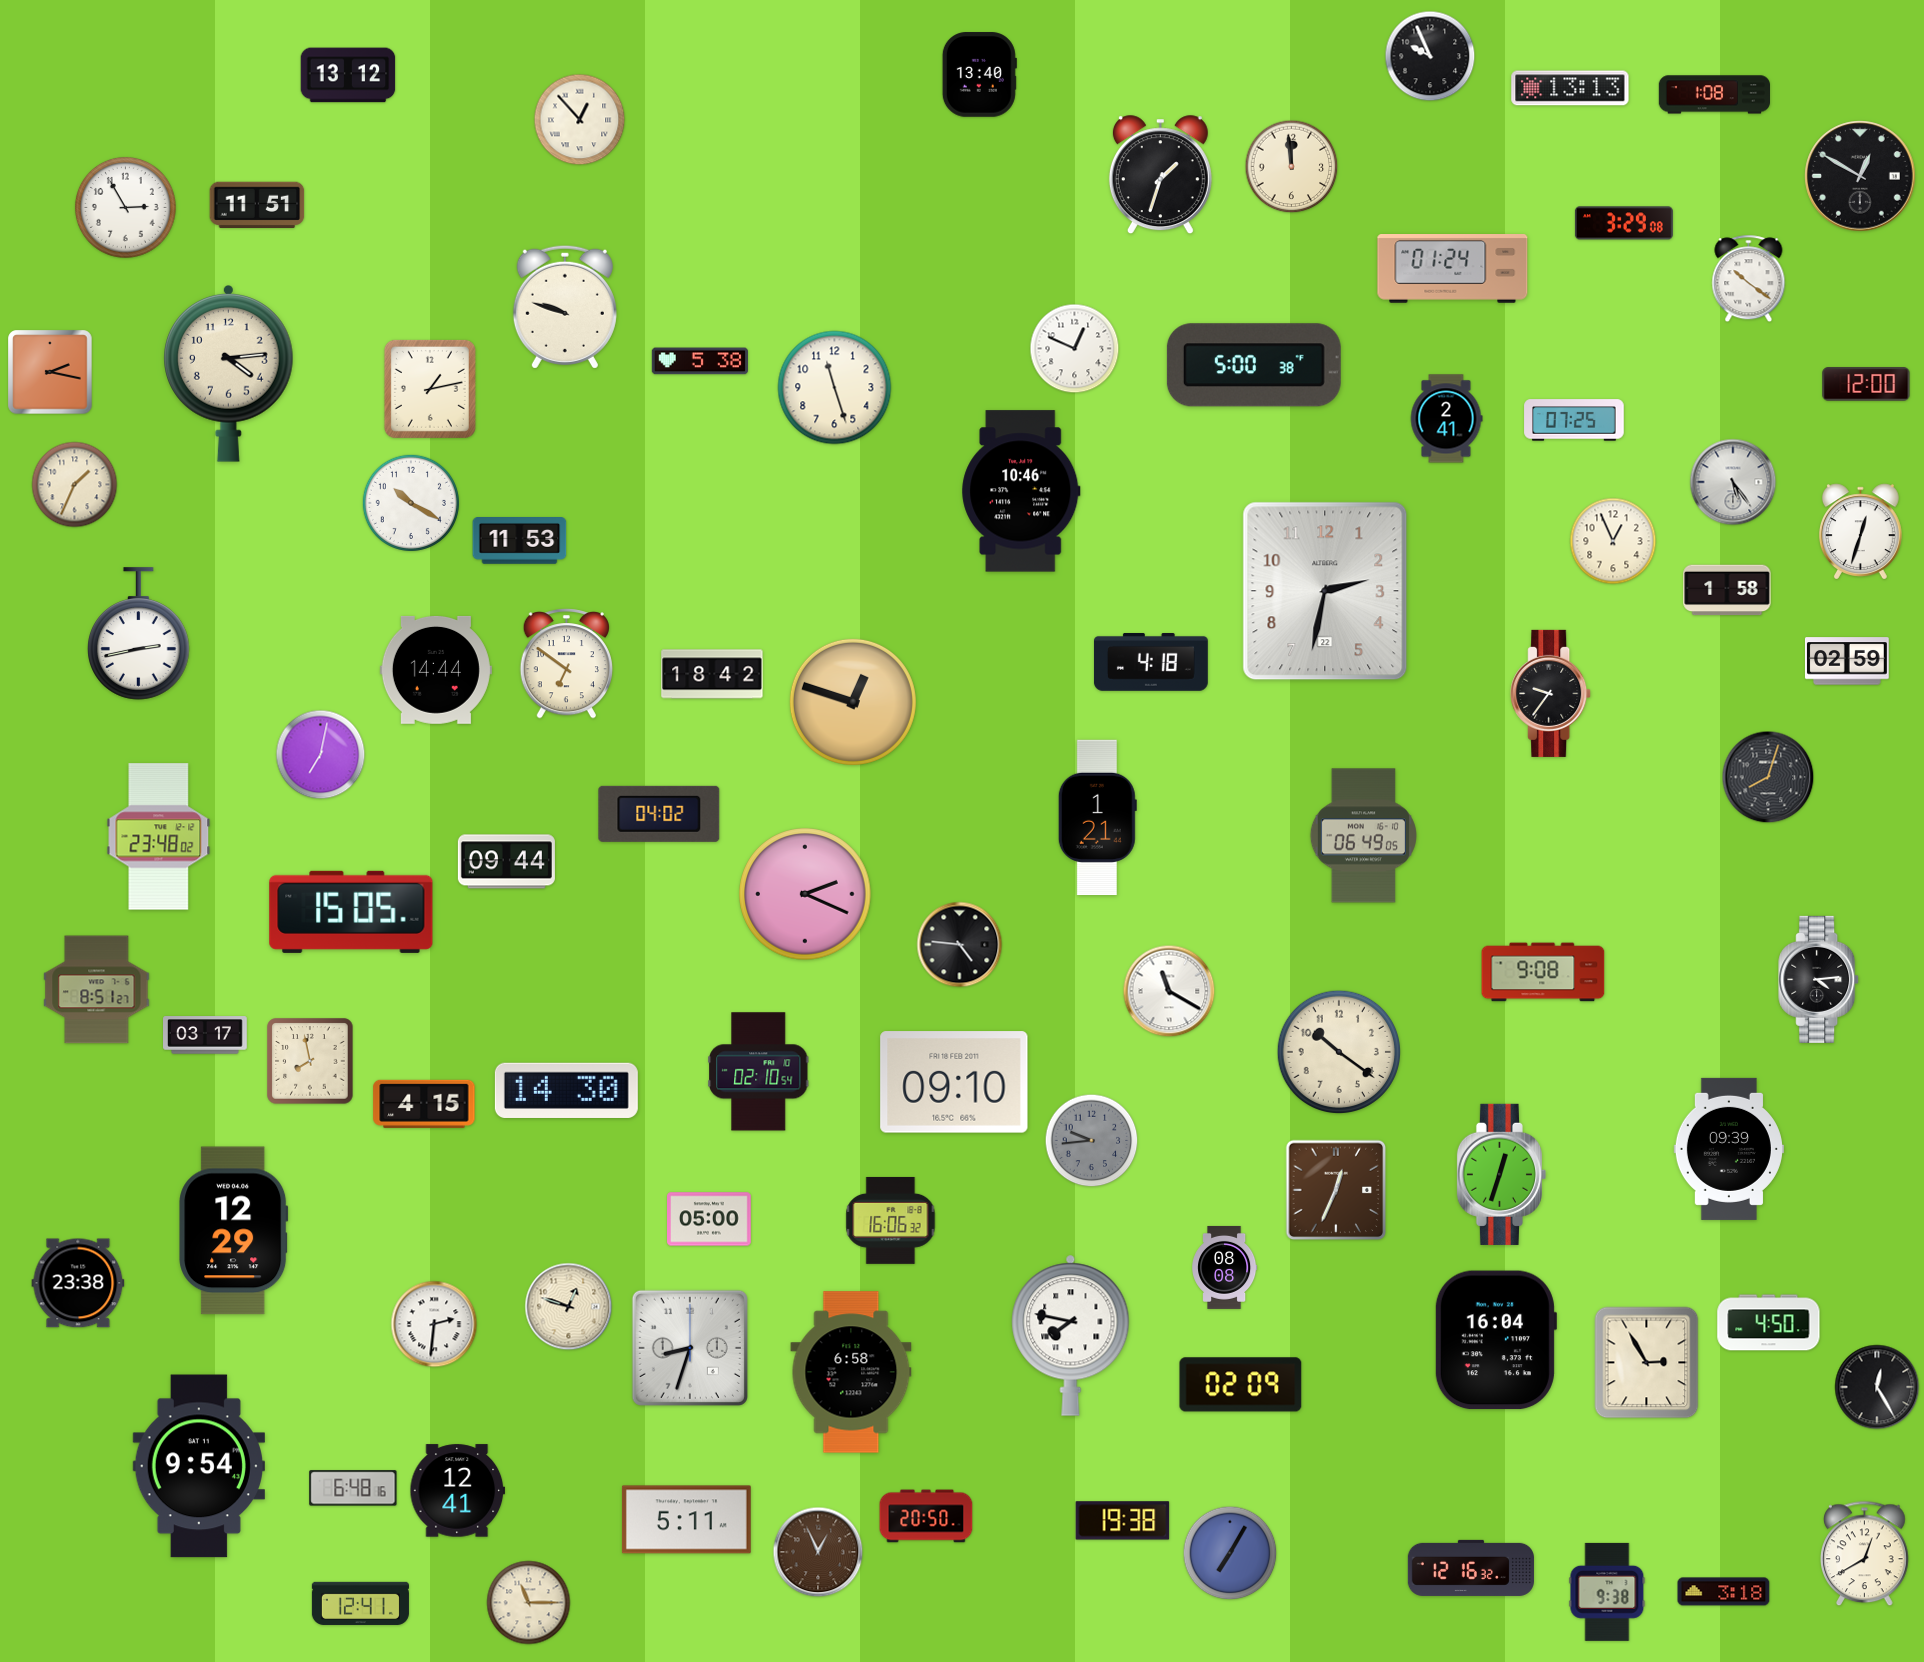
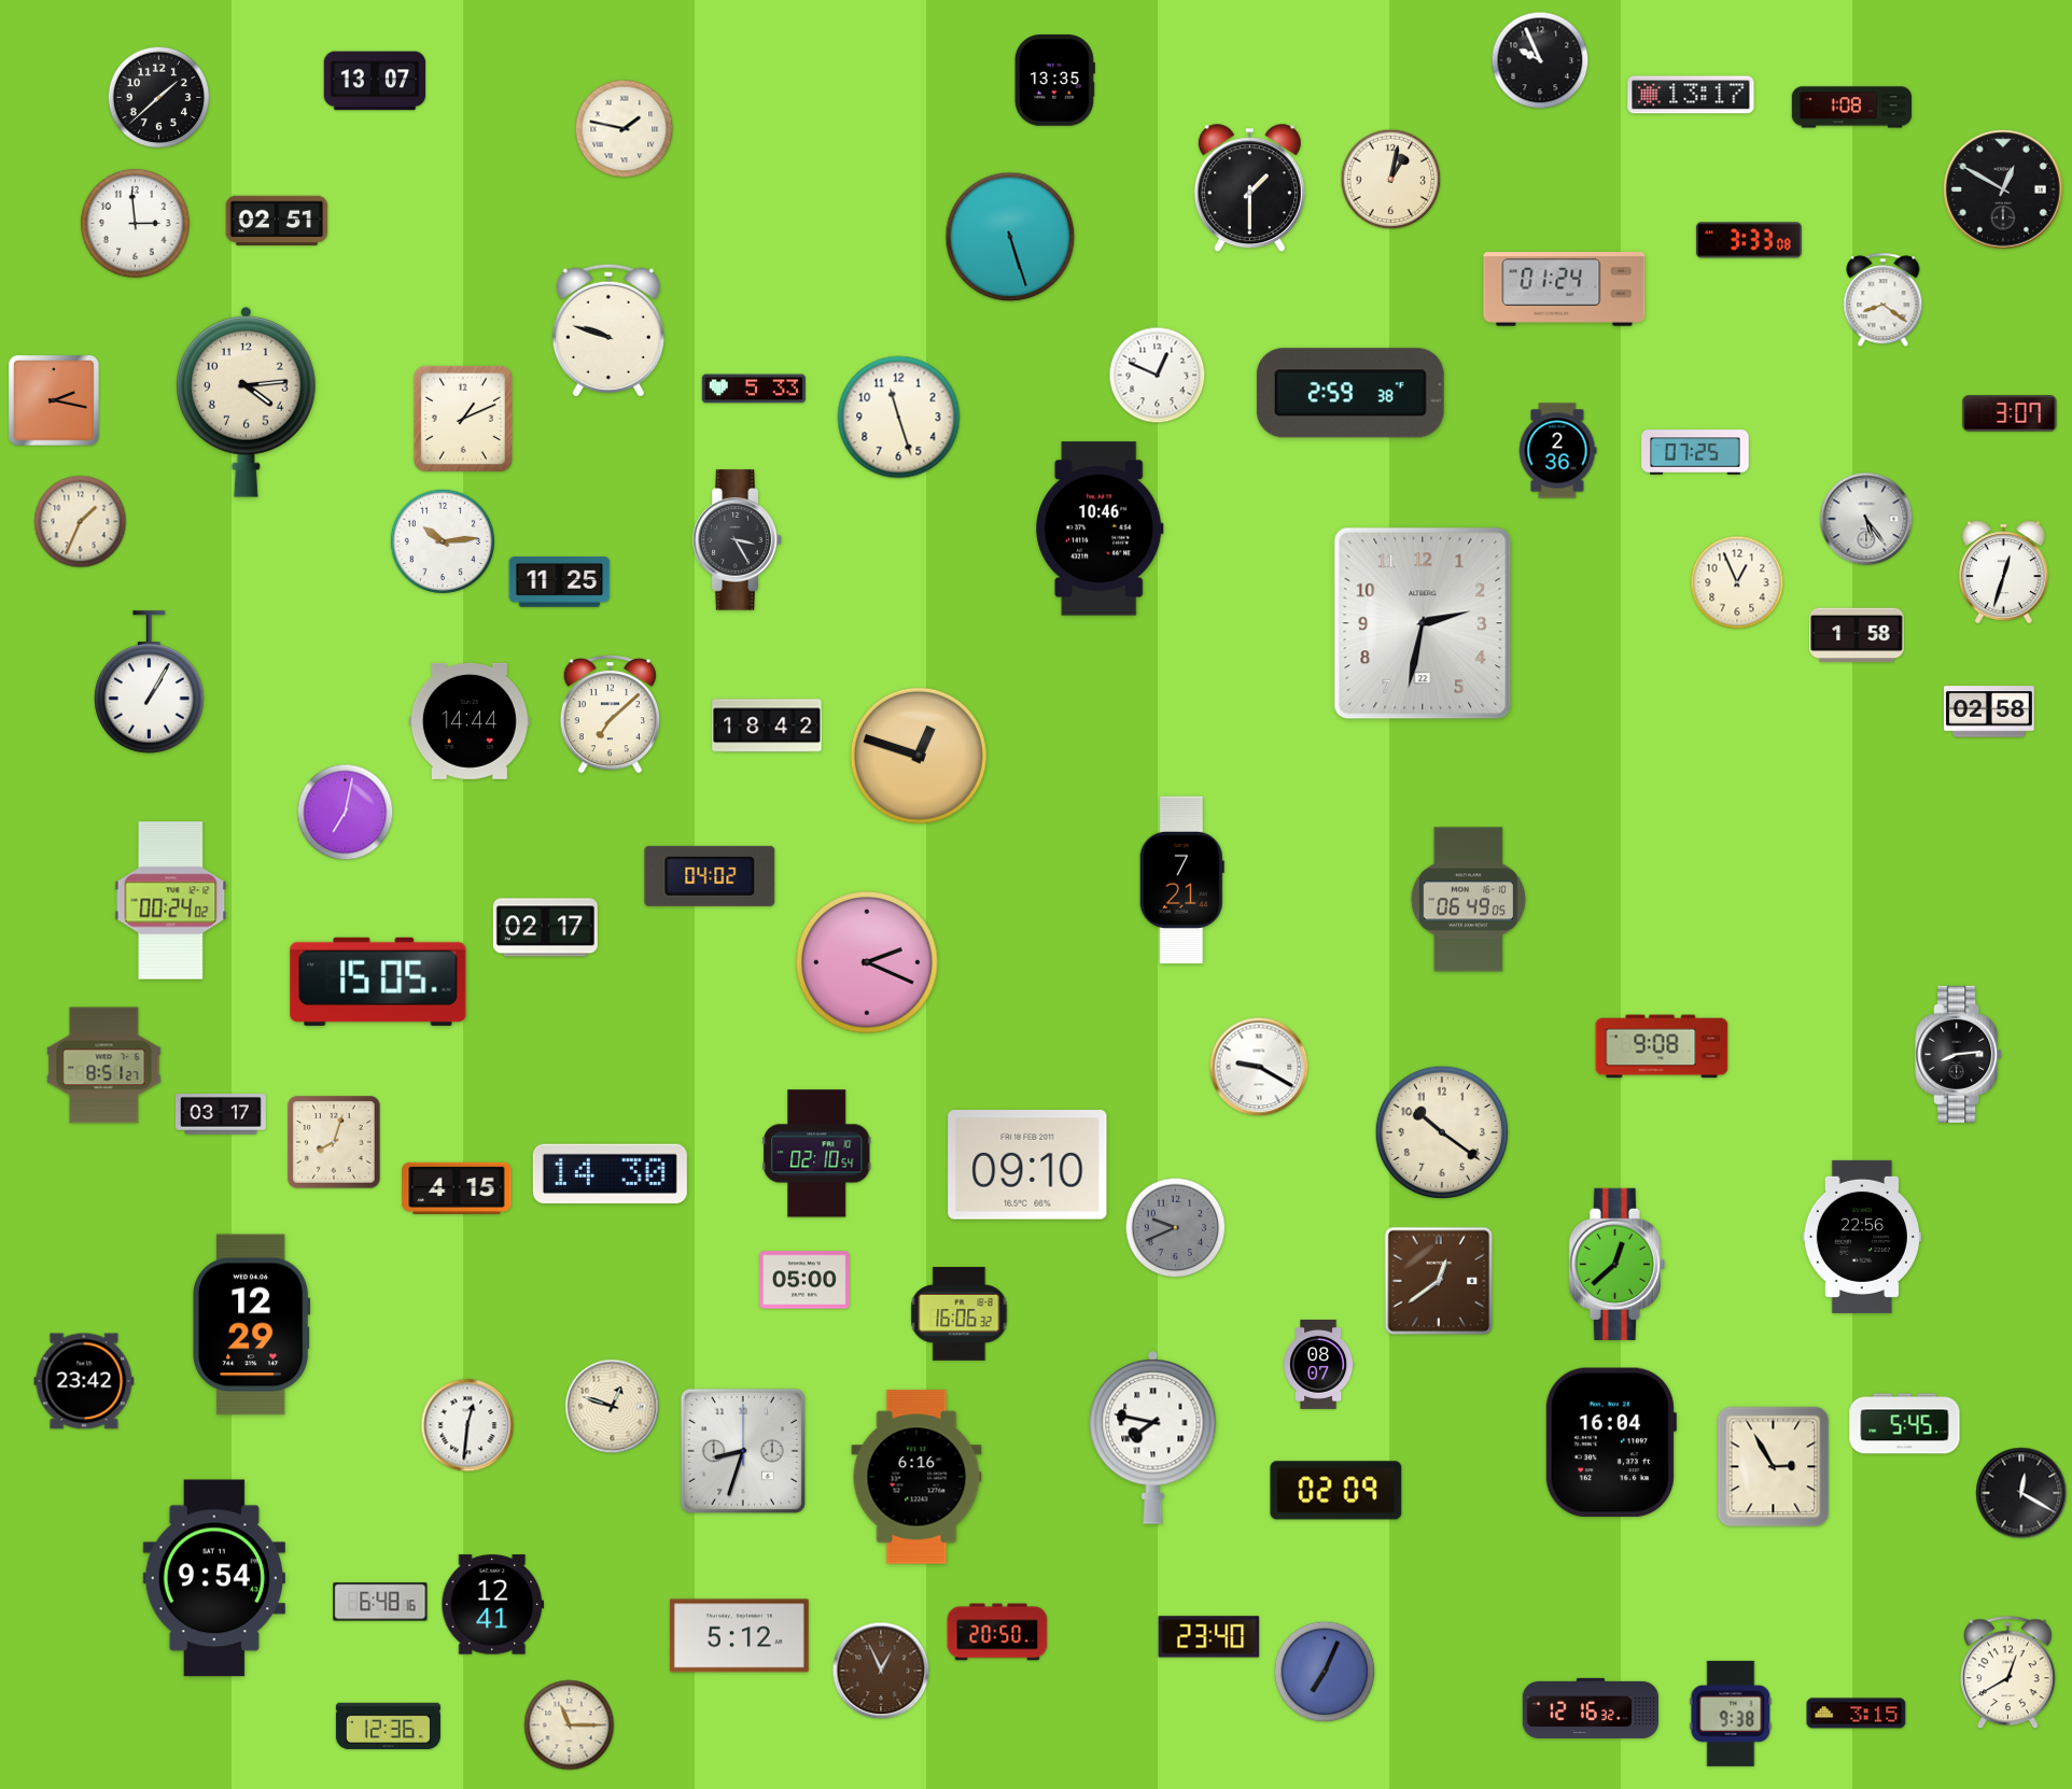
clock at (348, 75): 13:12 -> 13:07
clock at (979, 75): 13:40 -> 13:35
clock at (1570, 88): 13:13 -> 13:17
clock at (159, 98): none -> 1:38
clock at (1714, 95) position: (1714, 95) -> (1851, 108)
clock at (580, 120): 12:53 -> 1:47
clock at (1292, 167): 11:59 -> 1:02
clock at (1160, 175): 1:33 -> 1:30
clock at (257, 204): 11:51 -> 02:51
clock at (125, 207): 2:55 -> 2:59
clock at (1010, 237): none -> 5:27
clock at (1624, 223): 3:29 -> 3:33
clock at (1749, 279): 10:21 -> 8:21
clock at (700, 361): 5:38 -> 5:33
clock at (1254, 365): 5:00 -> 2:59
clock at (1866, 384): 12:00 -> 3:07
clock at (430, 389): 1:13 -> 1:11
clock at (1446, 419): 2:41 -> 2:36
clock at (738, 540): none -> 3:25
clock at (411, 503): 10:20 -> 10:14
clock at (520, 541): 11:53 -> 11:25
clock at (1727, 590) position: (1727, 590) -> (1857, 635)
clock at (1325, 591) position: (1325, 591) -> (1423, 623)
clock at (139, 634): 2:43 -> 1:05
clock at (1847, 661): 02:59 -> 02:58
clock at (1151, 663): 4:18 -> none
clock at (566, 664): 6:51 -> 7:08
clock at (1551, 693): 9:36 -> none
clock at (1768, 777): 8:03 -> none
clock at (1097, 818): 1:21 -> 7:21
clock at (159, 837): 23:48 -> 00:24
clock at (506, 862): 09:44 -> 02:17
clock at (960, 945): 4:46 -> none
clock at (1819, 979): 4:14 -> 8:14
clock at (1169, 991): 11:20 -> 9:20
clock at (310, 1061): 7:58 -> 8:03
clock at (1092, 1141): 9:44 -> 9:41
clock at (1729, 1149): 09:39 -> 22:56
clock at (1501, 1174): 12:33 -> 12:38
clock at (1336, 1190): 12:34 -> 12:39
clock at (710, 1219) position: (710, 1219) -> (806, 1280)
clock at (1225, 1267): 08:08 -> 08:07
clock at (78, 1283): 23:38 -> 23:42
clock at (1769, 1323): 4:50 -> 5:45
clock at (434, 1324): 2:31 -> 12:31
clock at (851, 1372): 6:58 -> 6:16
clock at (1877, 1387): 12:25 -> 12:20
clock at (686, 1520): 5:11 -> 5:12
clock at (1123, 1521): 19:38 -> 23:40
clock at (1230, 1553): 7:05 -> 7:04
clock at (1471, 1568) position: (1471, 1568) -> (1591, 1708)
clock at (1724, 1592): 3:18 -> 3:15
clock at (360, 1603): 12:41 -> 12:36
